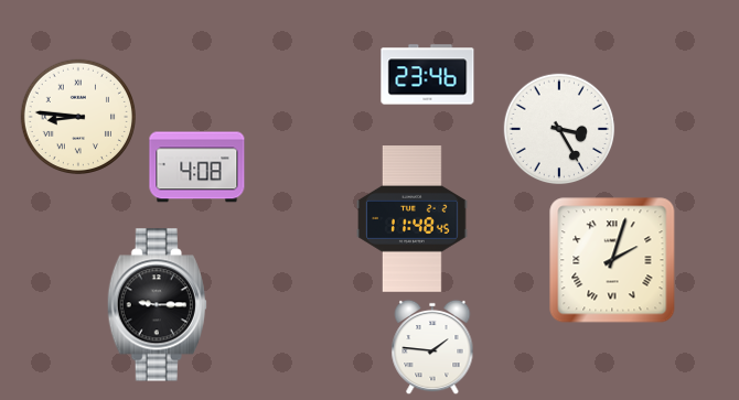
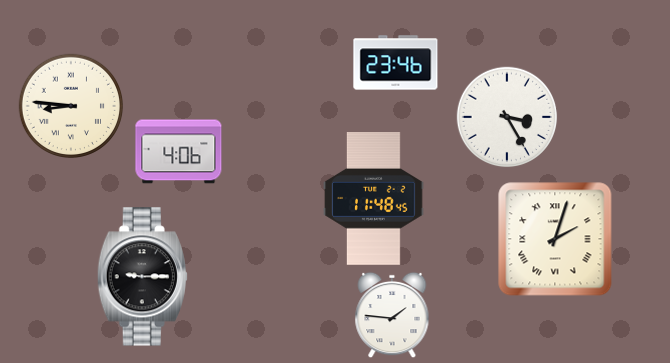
clock at (428, 75) position: (428, 75) -> (396, 63)
clock at (197, 167): 4:08 -> 4:06
clock at (612, 260) position: (612, 260) -> (555, 239)
